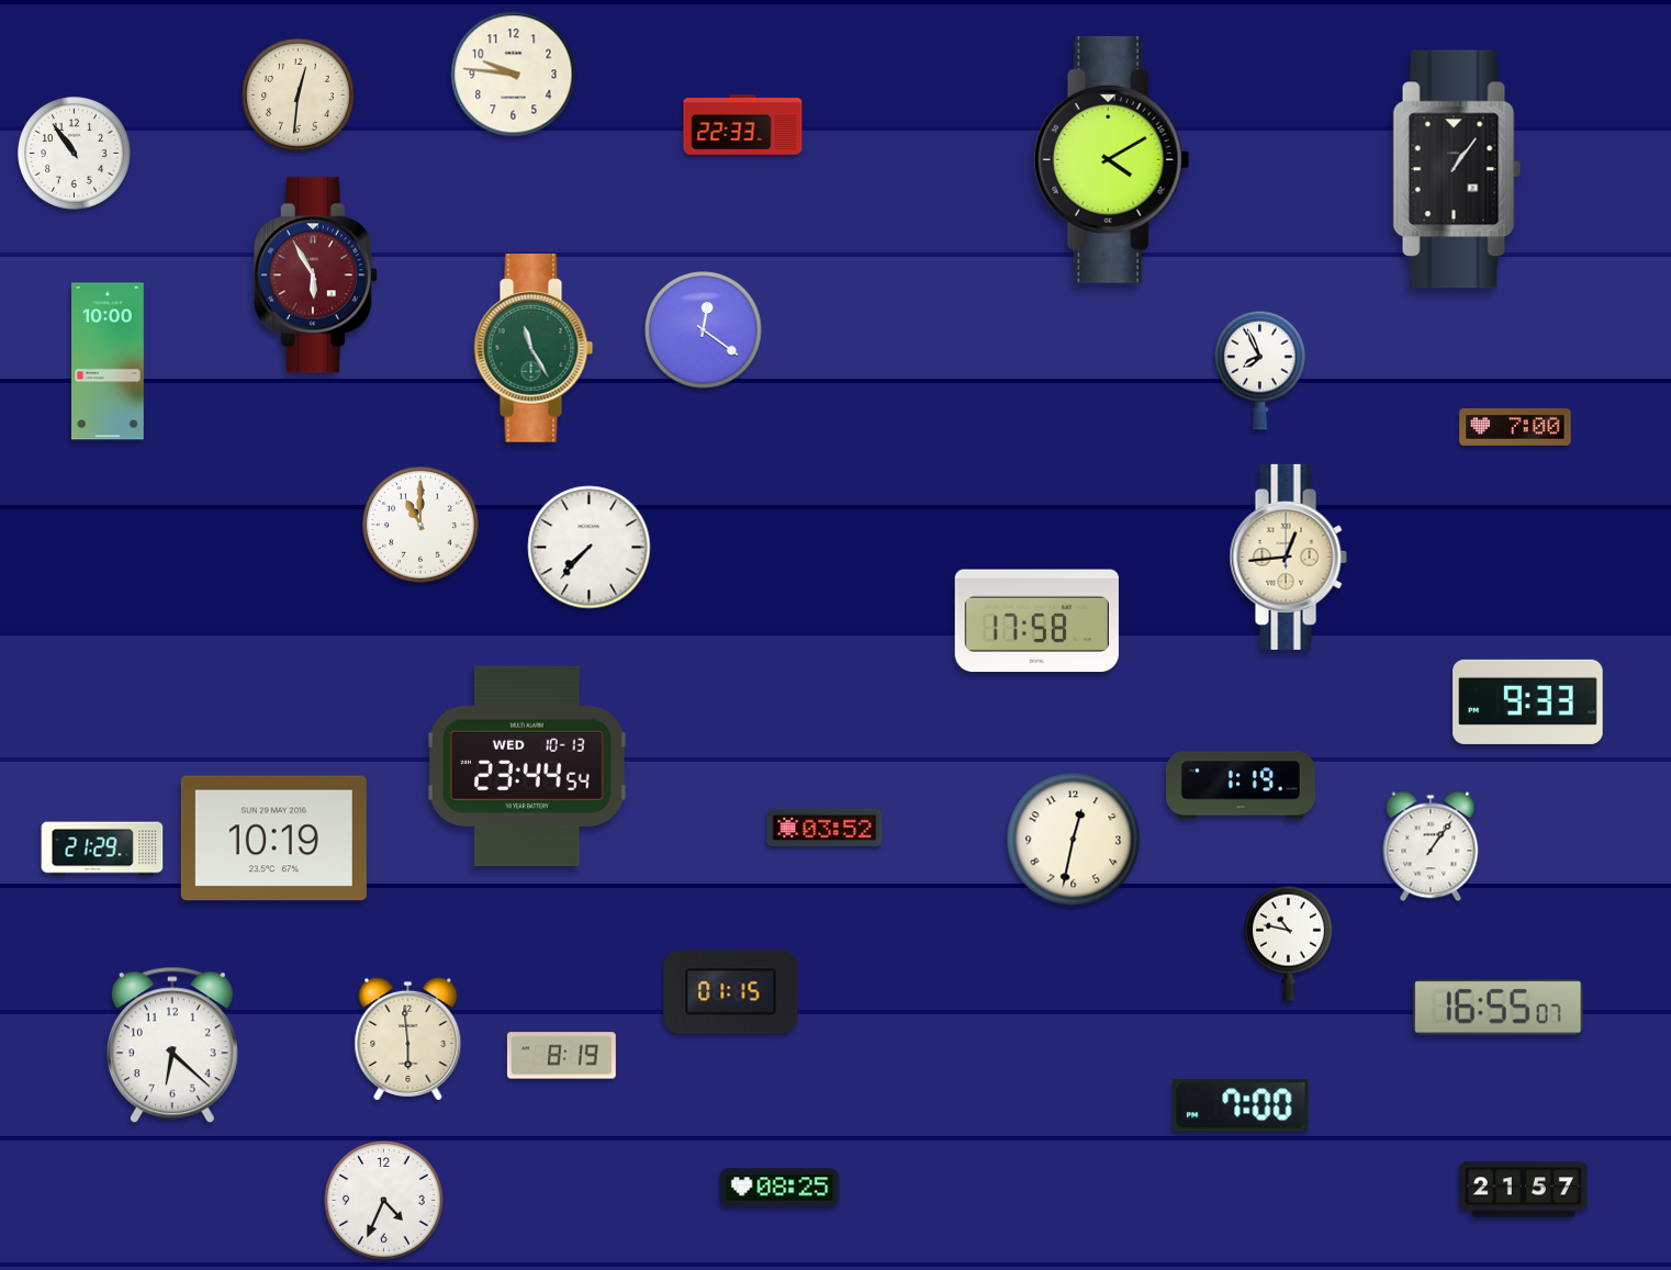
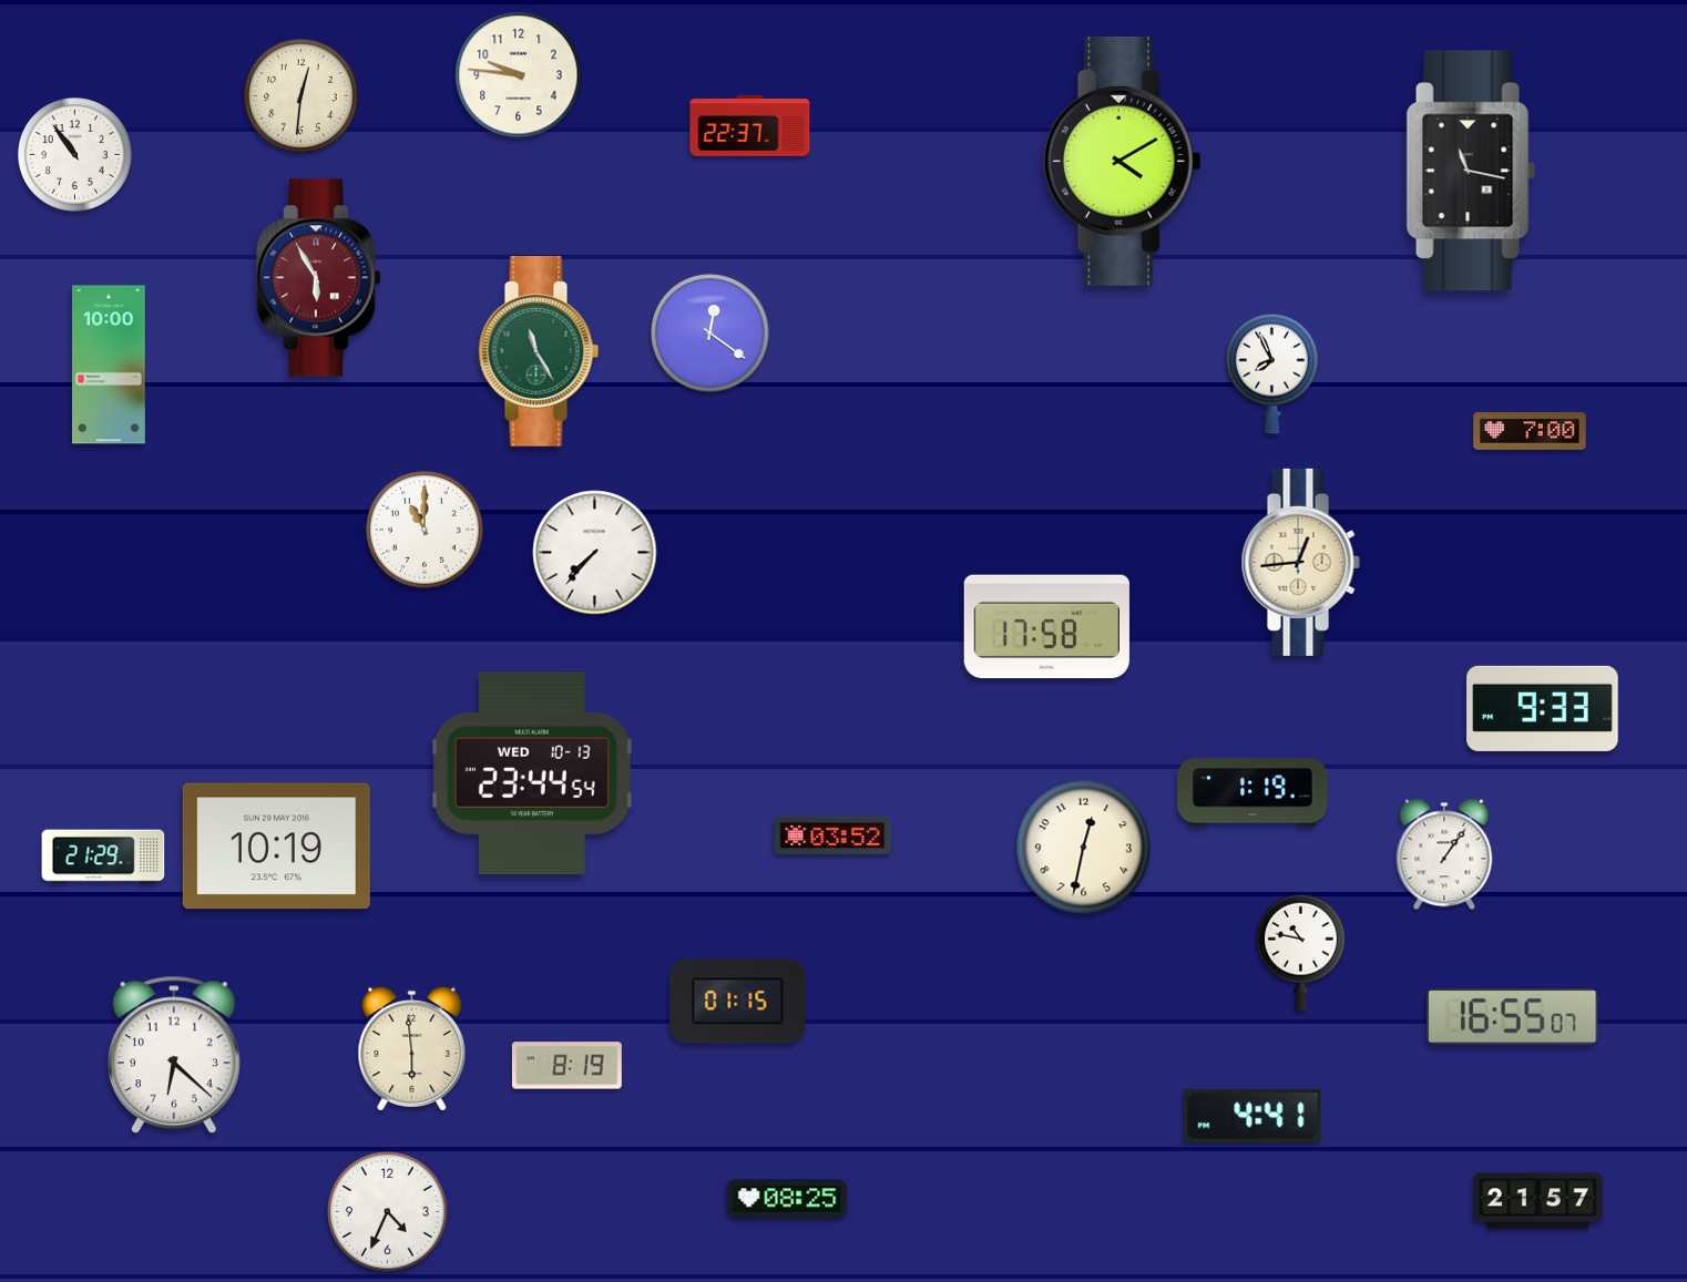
clock at (743, 124): 22:33 -> 22:37
clock at (1457, 169): 1:06 -> 11:17
clock at (1241, 1105): 7:00 -> 4:41
